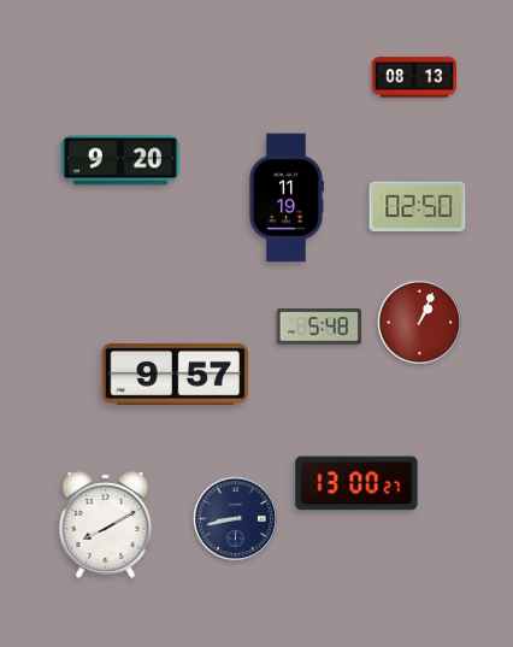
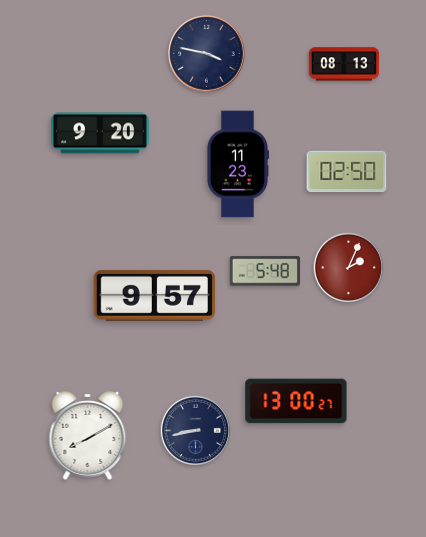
clock at (207, 54): none -> 3:47
clock at (285, 198): 11:19 -> 11:23
clock at (419, 322): 1:04 -> 2:04
clock at (175, 374) position: (175, 374) -> (154, 295)
